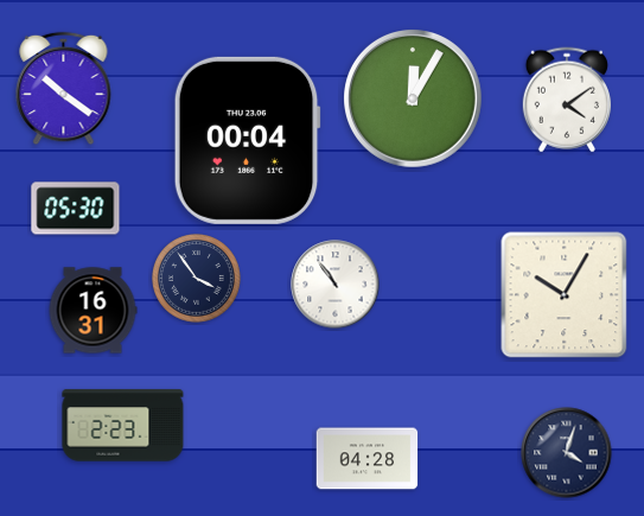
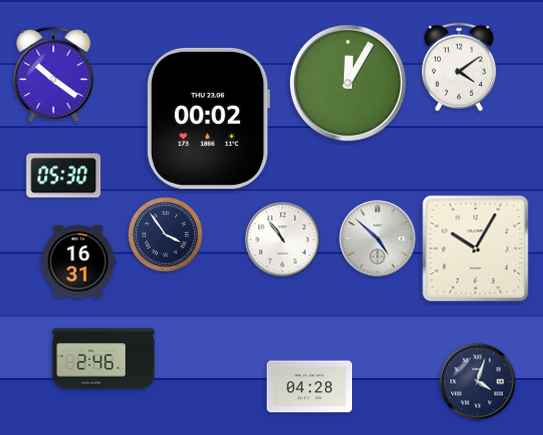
clock at (567, 100) position: (567, 100) -> (459, 67)
clock at (247, 140): 00:04 -> 00:02
clock at (378, 239): none -> 4:52
clock at (123, 426): 2:23 -> 2:46
